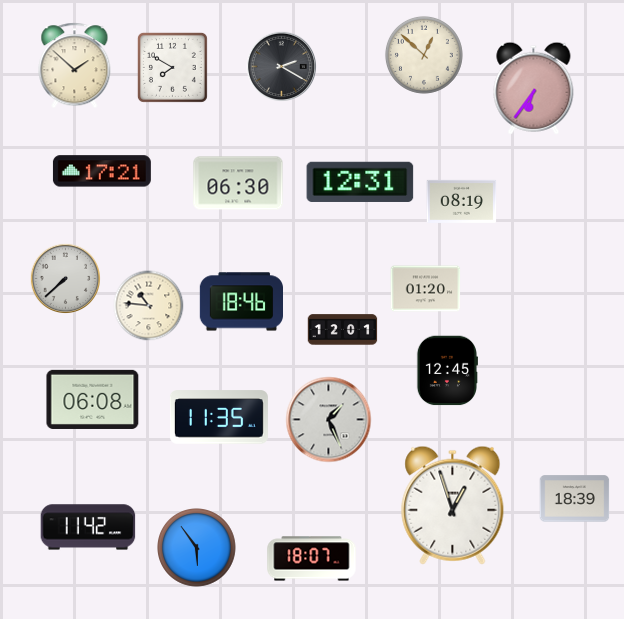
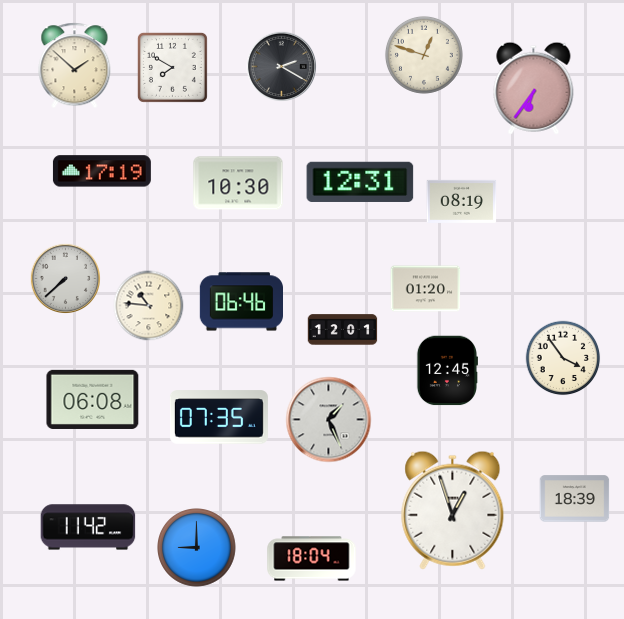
clock at (424, 55): 12:52 -> 12:48
clock at (102, 171): 17:21 -> 17:19
clock at (238, 183): 06:30 -> 10:30
clock at (241, 302): 18:46 -> 06:46
clock at (563, 358): none -> 3:54
clock at (219, 417): 11:35 -> 07:35
clock at (453, 505) position: (453, 505) -> (453, 510)
clock at (197, 548): 5:54 -> 9:00
clock at (312, 559): 18:07 -> 18:04
